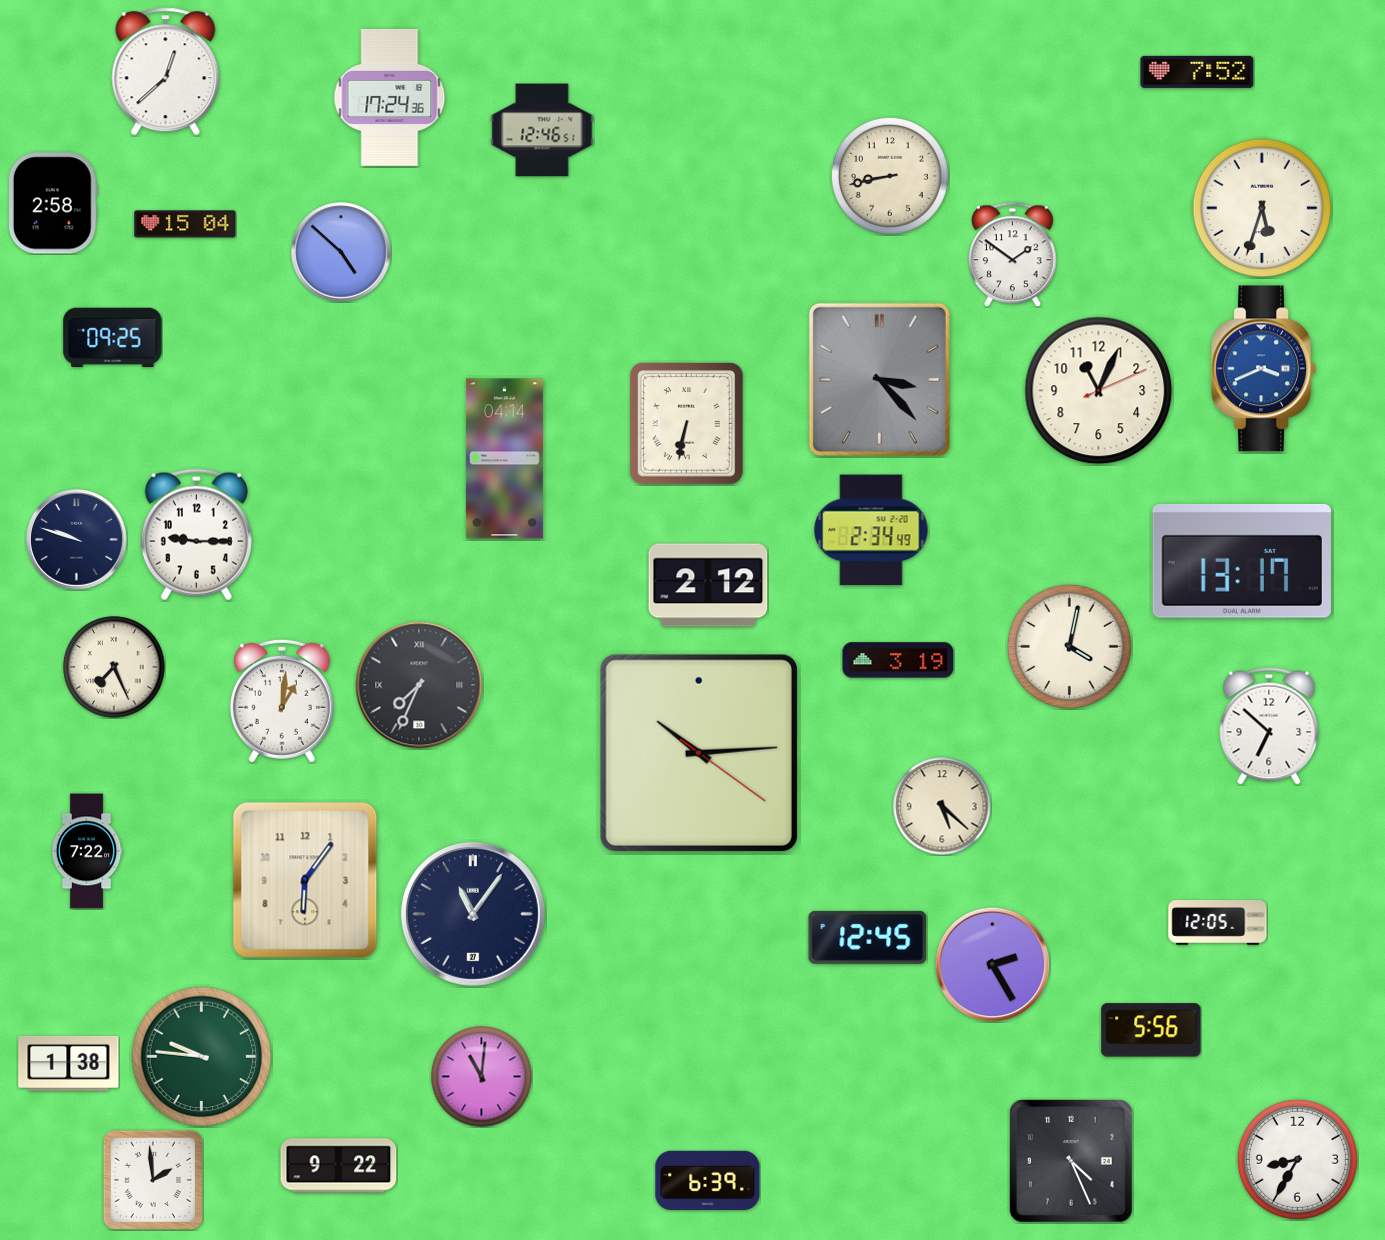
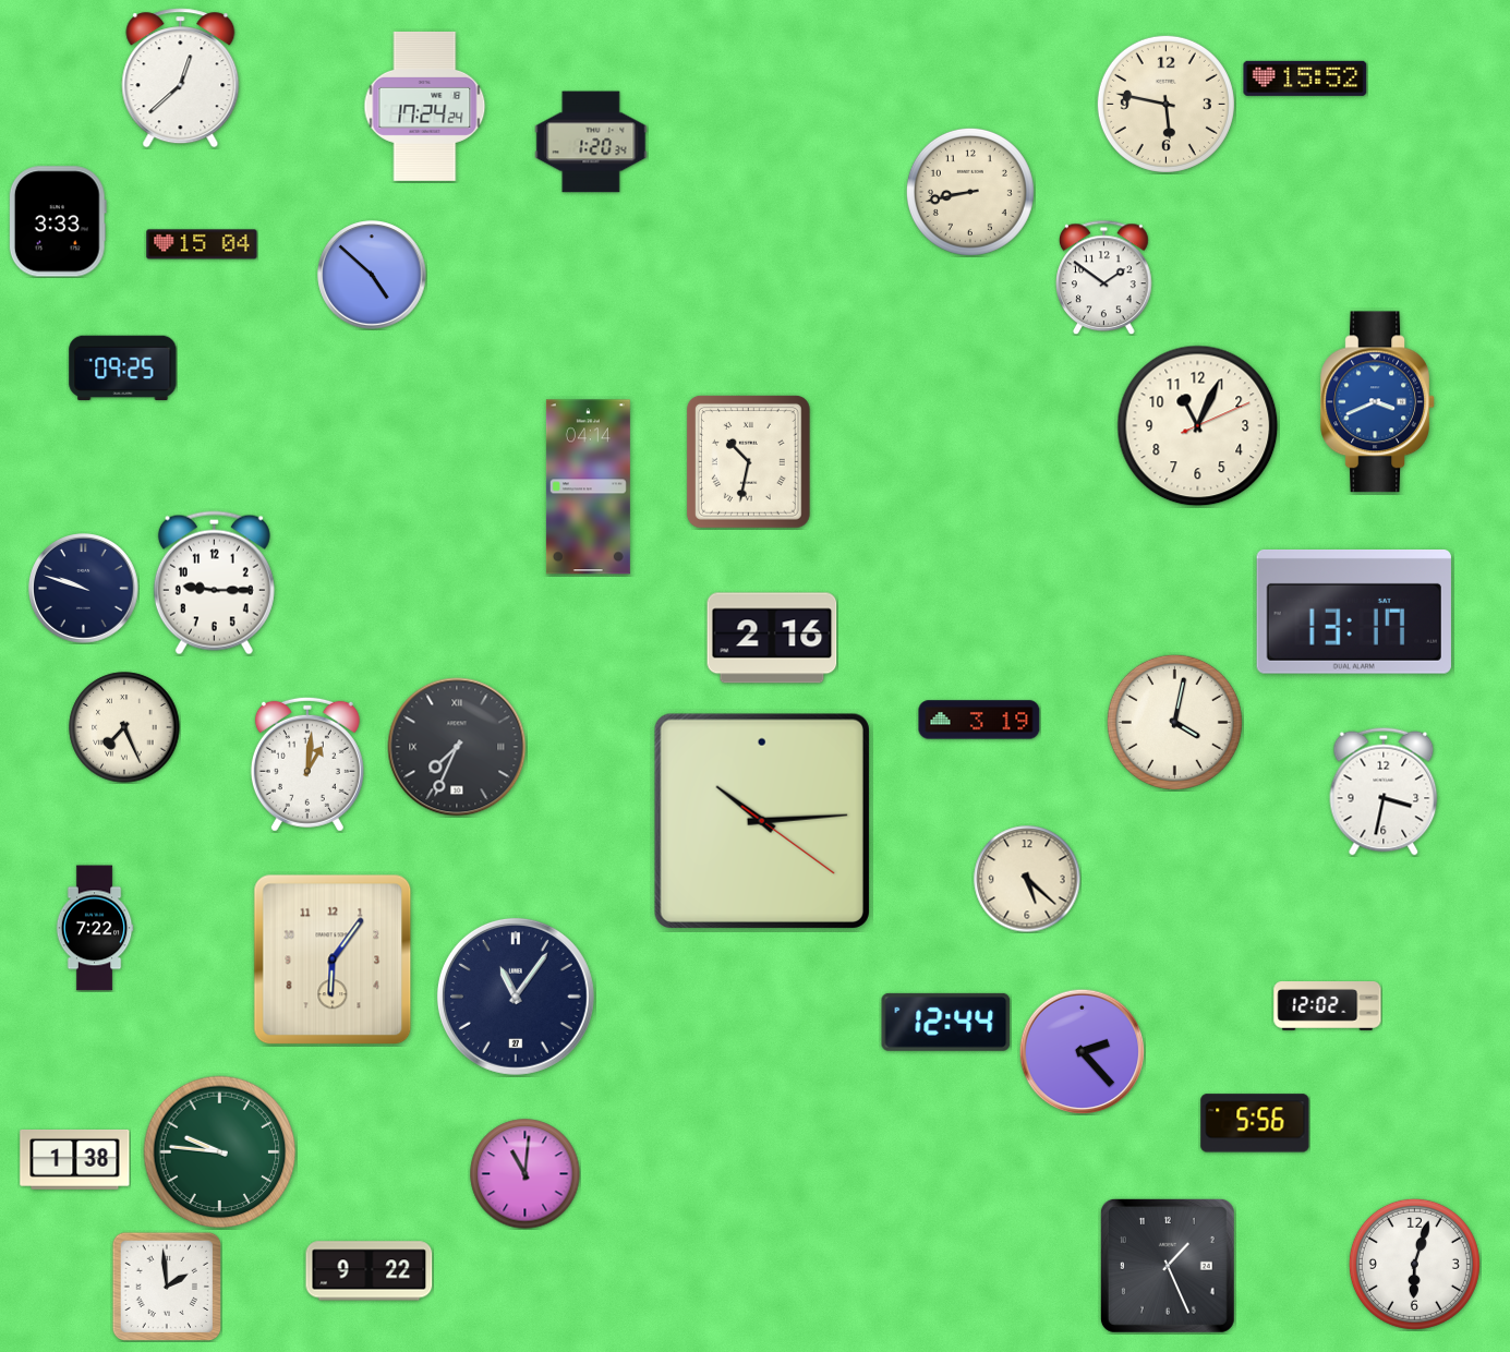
clock at (1197, 72): 7:52 -> 15:52
clock at (1165, 104): none -> 5:47
clock at (390, 97): 17:24:36 -> 17:24:24
clock at (542, 130): 12:46 -> 1:20
clock at (53, 203): 2:58 -> 3:33
clock at (1262, 208): 5:33 -> none
clock at (879, 379): 3:23 -> none
clock at (686, 423): 6:32 -> 10:32
clock at (504, 459) position: (504, 459) -> (588, 487)
clock at (871, 530): 2:34 -> none
clock at (708, 585): 2:12 -> 2:16
clock at (1069, 646) position: (1069, 646) -> (1174, 722)
clock at (1269, 726): 6:52 -> 3:32
clock at (1218, 923): 12:05 -> 12:02
clock at (868, 937): 12:45 -> 12:44
clock at (992, 964): 2:25 -> 2:23
clock at (1297, 1159): 8:35 -> 6:03
clock at (1071, 1161): 4:26 -> 1:26
clock at (708, 1180): 6:39 -> none
